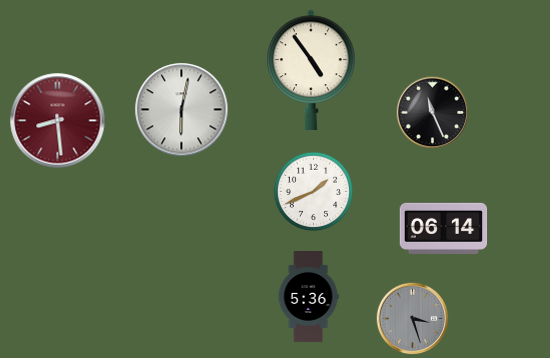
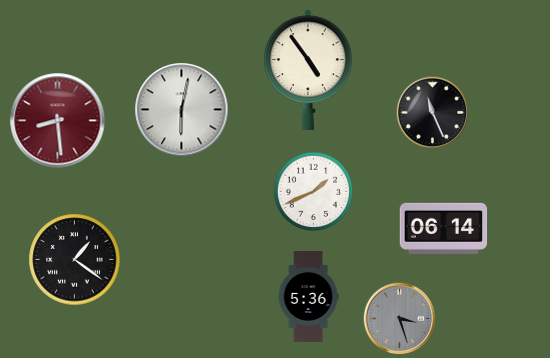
clock at (312, 69) position: (312, 69) -> (309, 69)
clock at (75, 260): none -> 1:21
clock at (413, 319) position: (413, 319) -> (400, 319)
